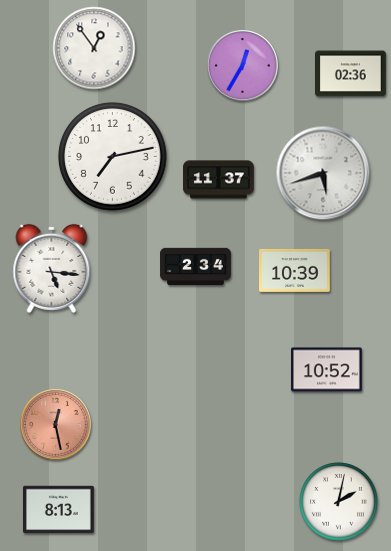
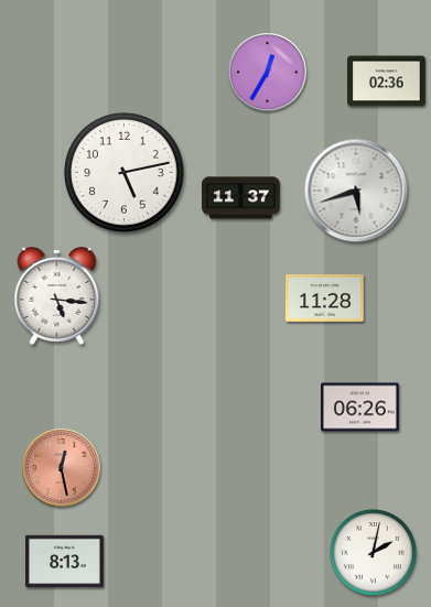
clock at (94, 48): 12:54 -> none
clock at (113, 157): 7:13 -> 5:13
clock at (196, 267): 2:34 -> none
clock at (295, 270): 10:39 -> 11:28
clock at (327, 370): 10:52 -> 06:26
